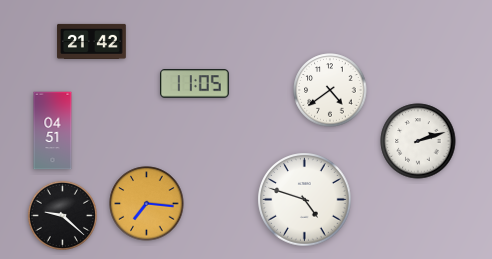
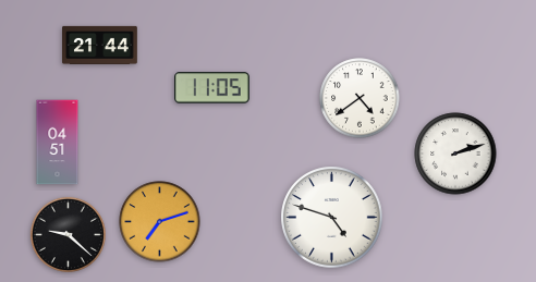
clock at (92, 41): 21:42 -> 21:44
clock at (195, 84) position: (195, 84) -> (212, 88)
clock at (147, 204): 7:16 -> 7:12
